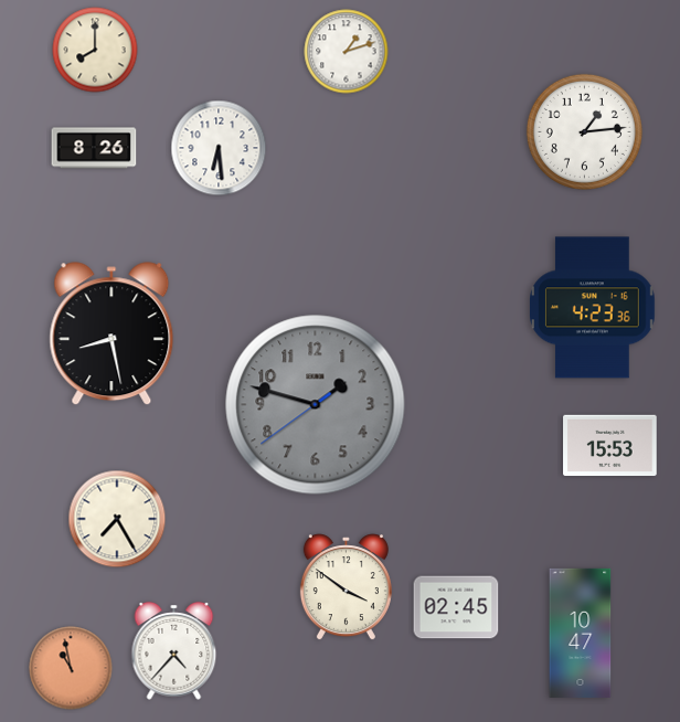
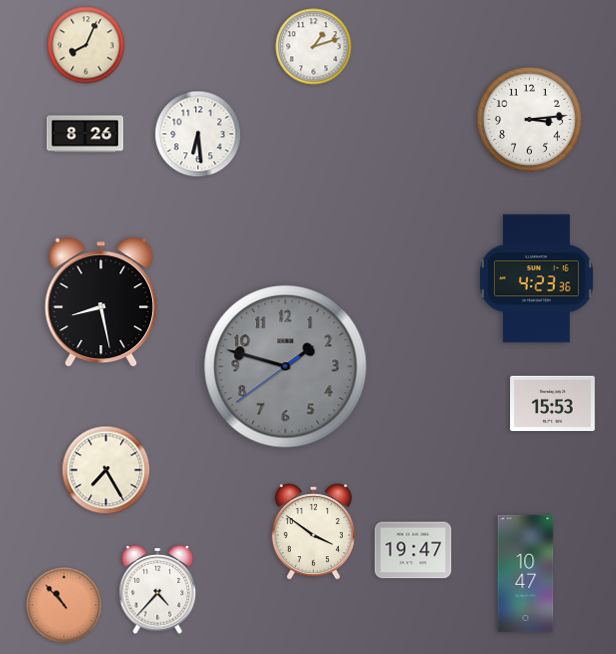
clock at (95, 50): 8:00 -> 8:04
clock at (584, 131): 1:14 -> 3:14
clock at (456, 607): 02:45 -> 19:47
clock at (71, 668): 10:58 -> 10:53
